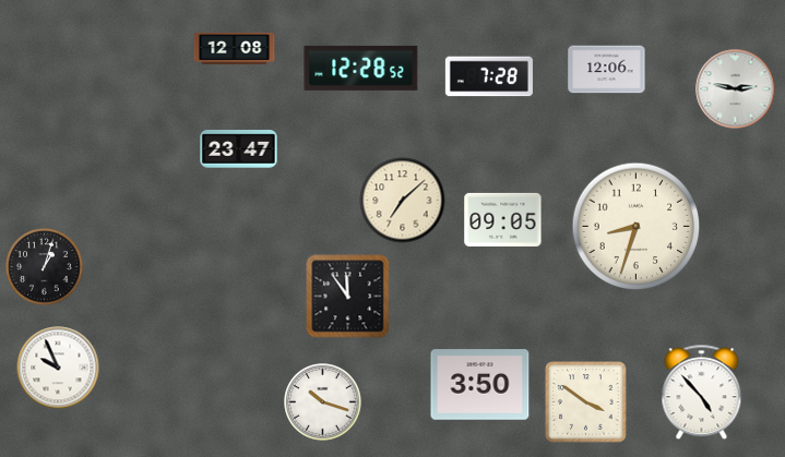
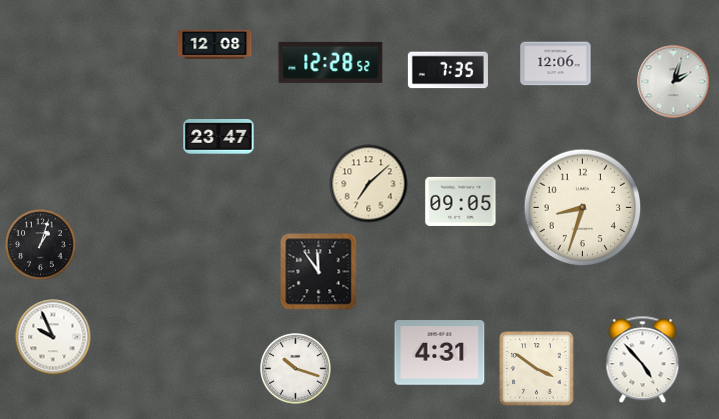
clock at (489, 76): 7:28 -> 7:35
clock at (736, 89): 2:47 -> 2:03
clock at (480, 385): 3:50 -> 4:31
